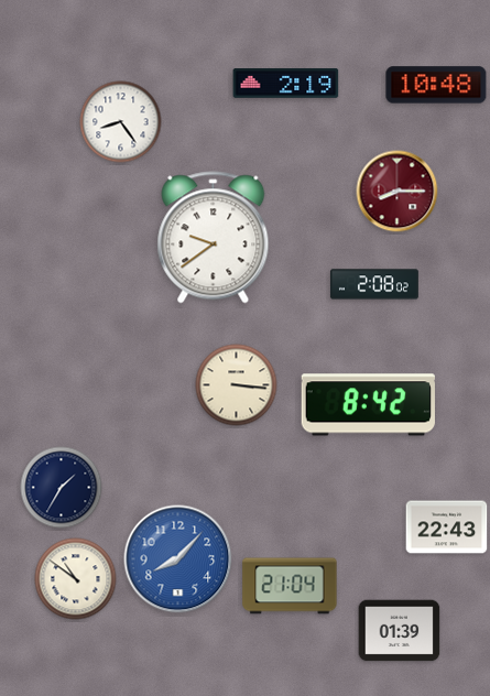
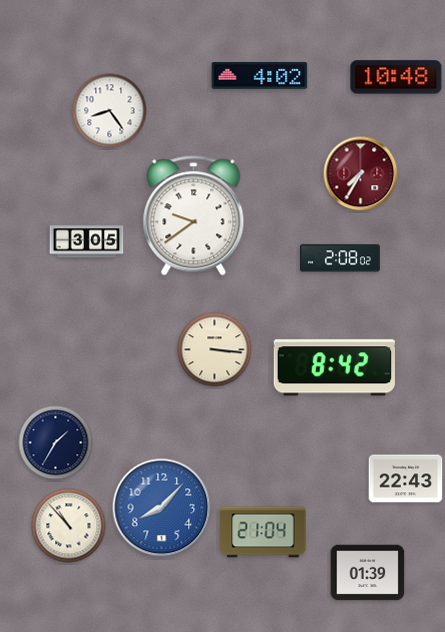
clock at (286, 84): 2:19 -> 4:02
clock at (398, 192): 8:15 -> 7:35
clock at (87, 242): none -> 3:05
clock at (76, 579): 10:51 -> 10:53
clock at (400, 631) position: (400, 631) -> (368, 573)
